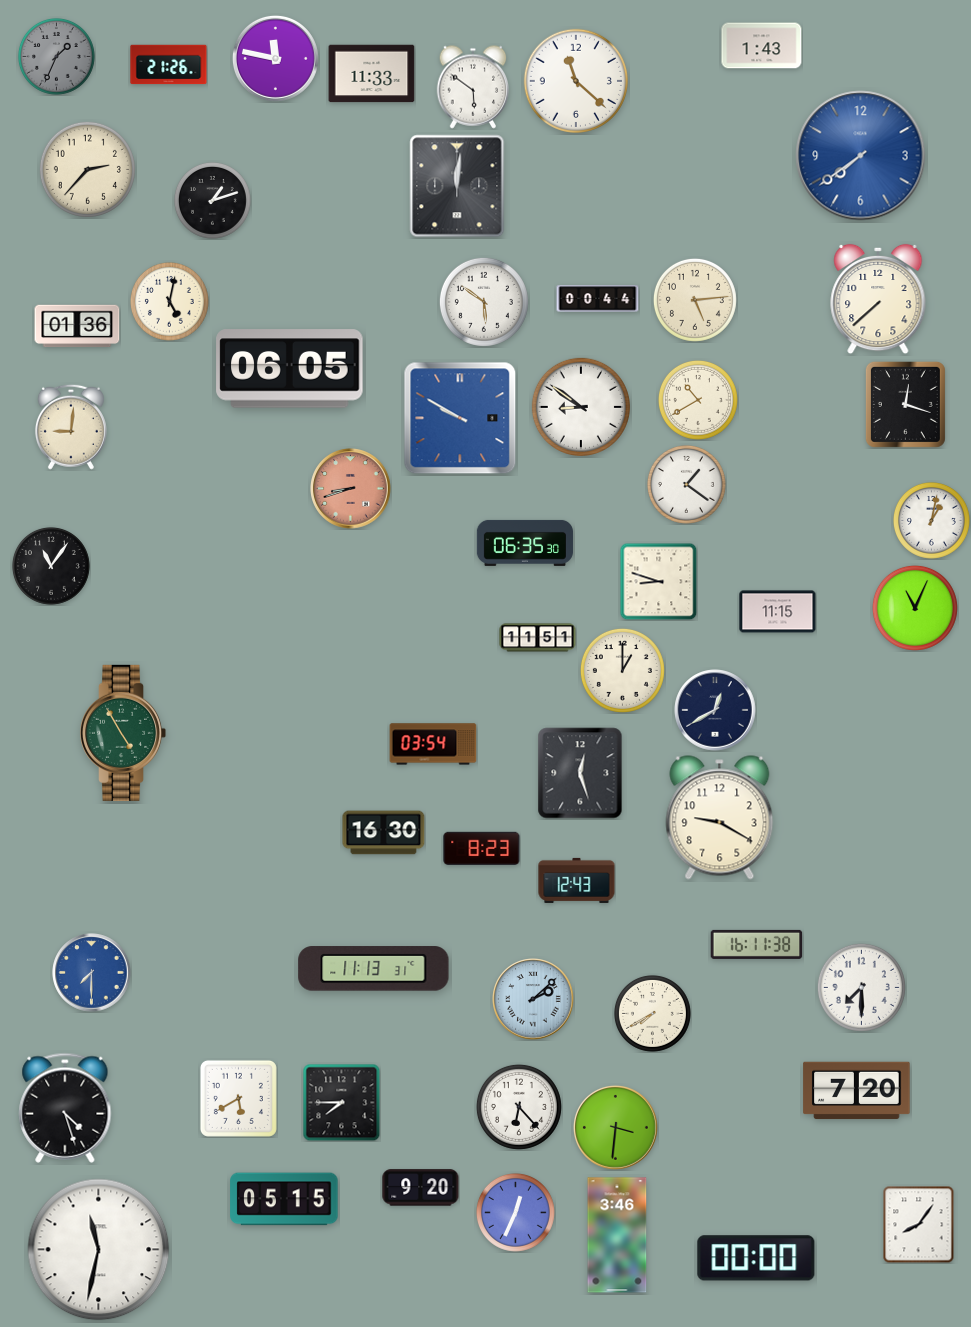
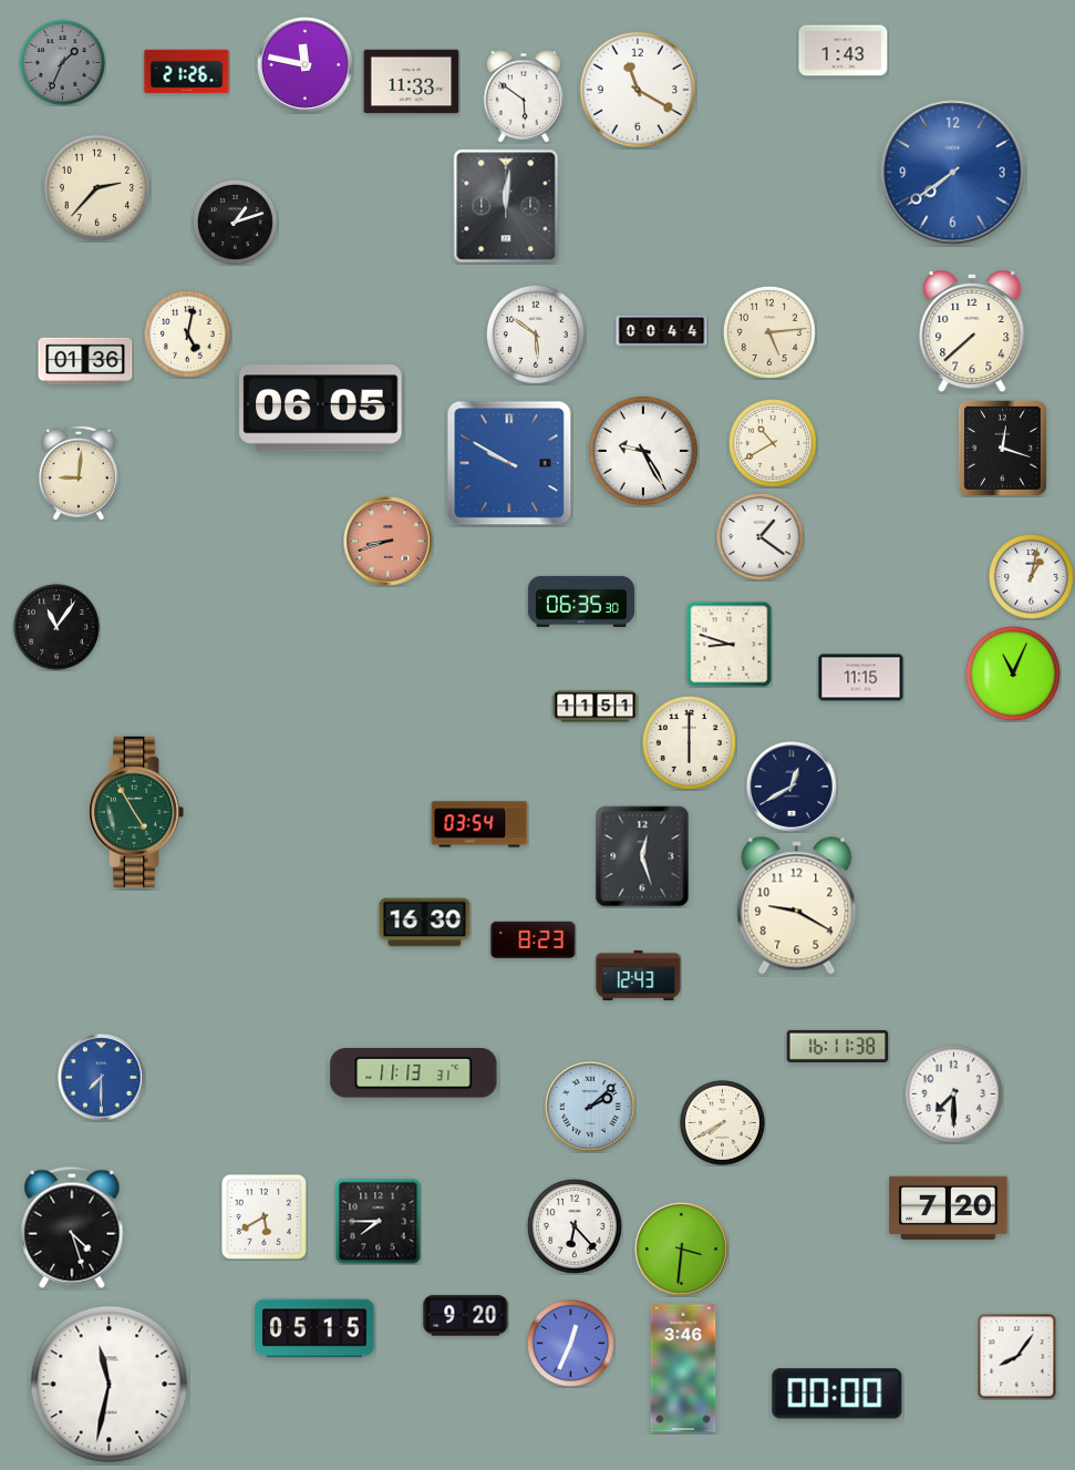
clock at (576, 81): 11:22 -> 11:20
clock at (581, 407): 8:51 -> 9:25
clock at (622, 670): 1:00 -> 6:00
